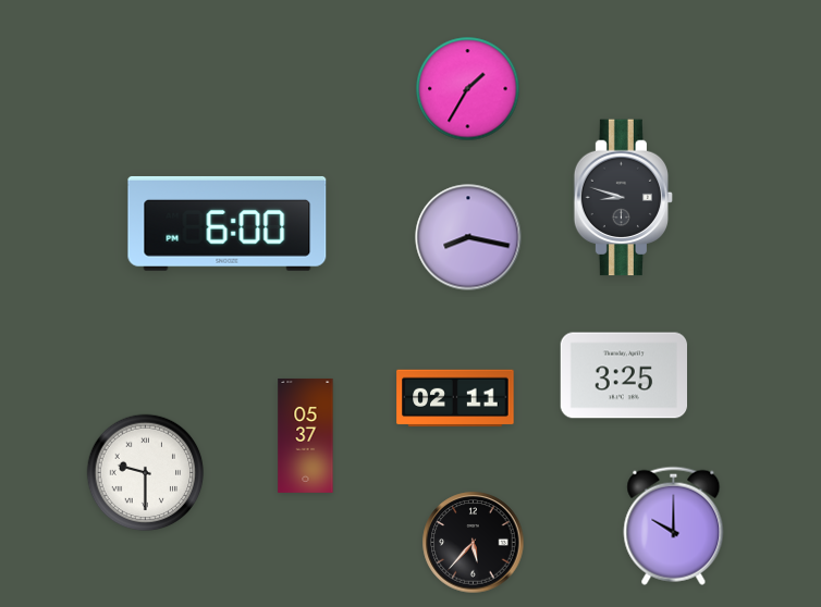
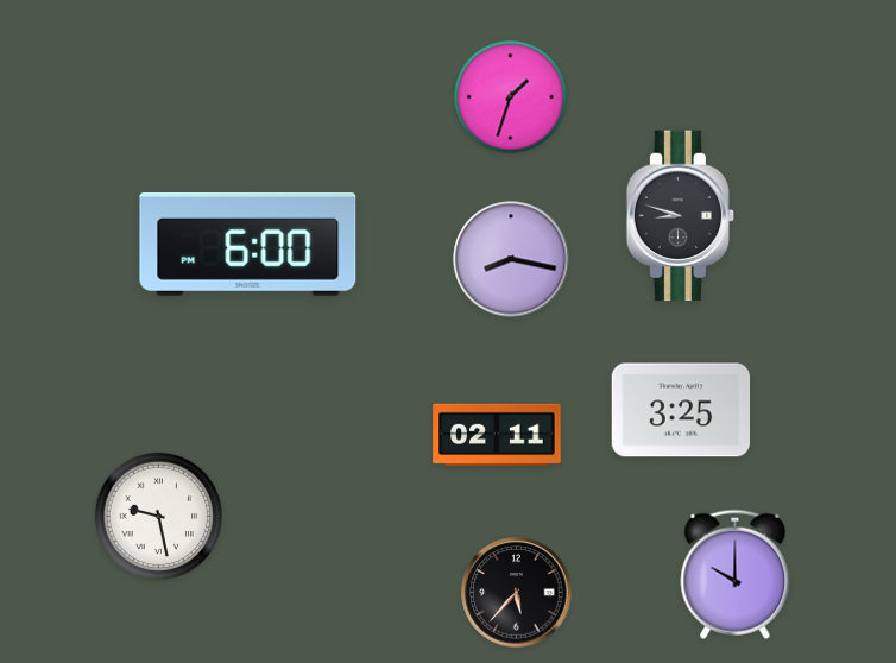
clock at (468, 89): 1:35 -> 1:33
clock at (306, 435): 05:37 -> none
clock at (146, 473): 9:30 -> 9:28
